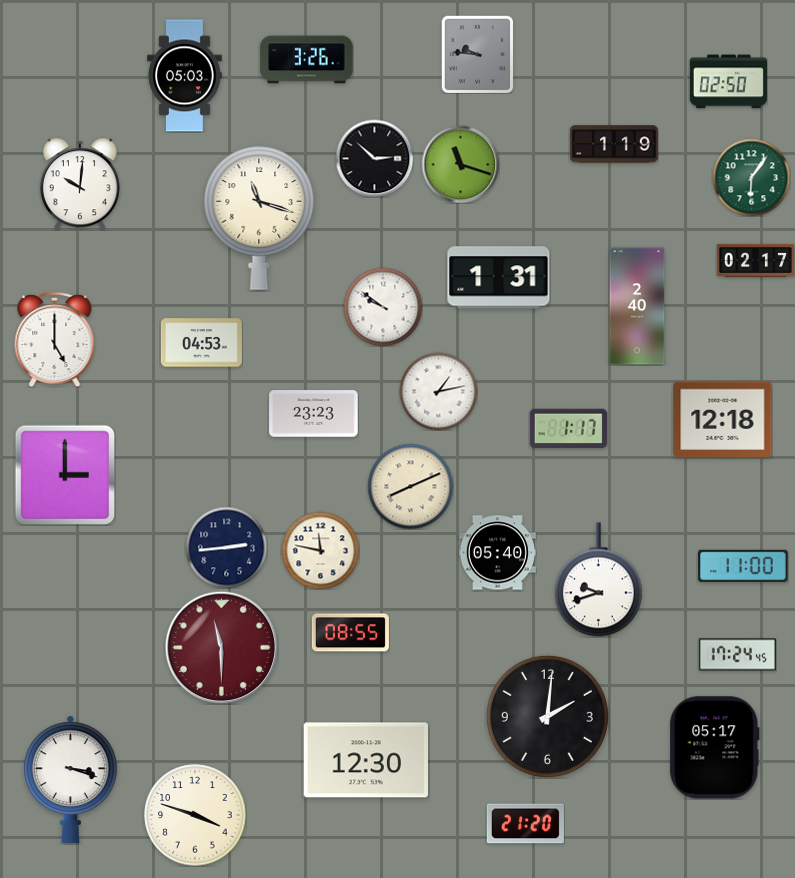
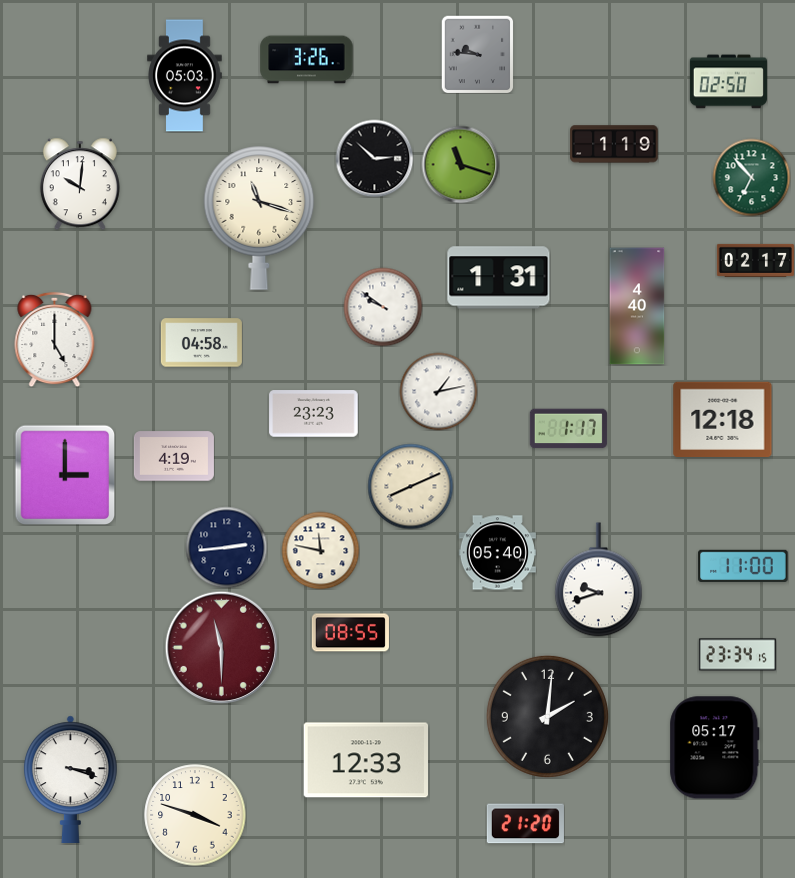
clock at (751, 177): 6:06 -> 6:53
clock at (637, 306): 2:40 -> 4:40
clock at (201, 343): 04:53 -> 04:58
clock at (174, 456): none -> 4:19
clock at (737, 655): 17:24 -> 23:34
clock at (366, 760): 12:30 -> 12:33
